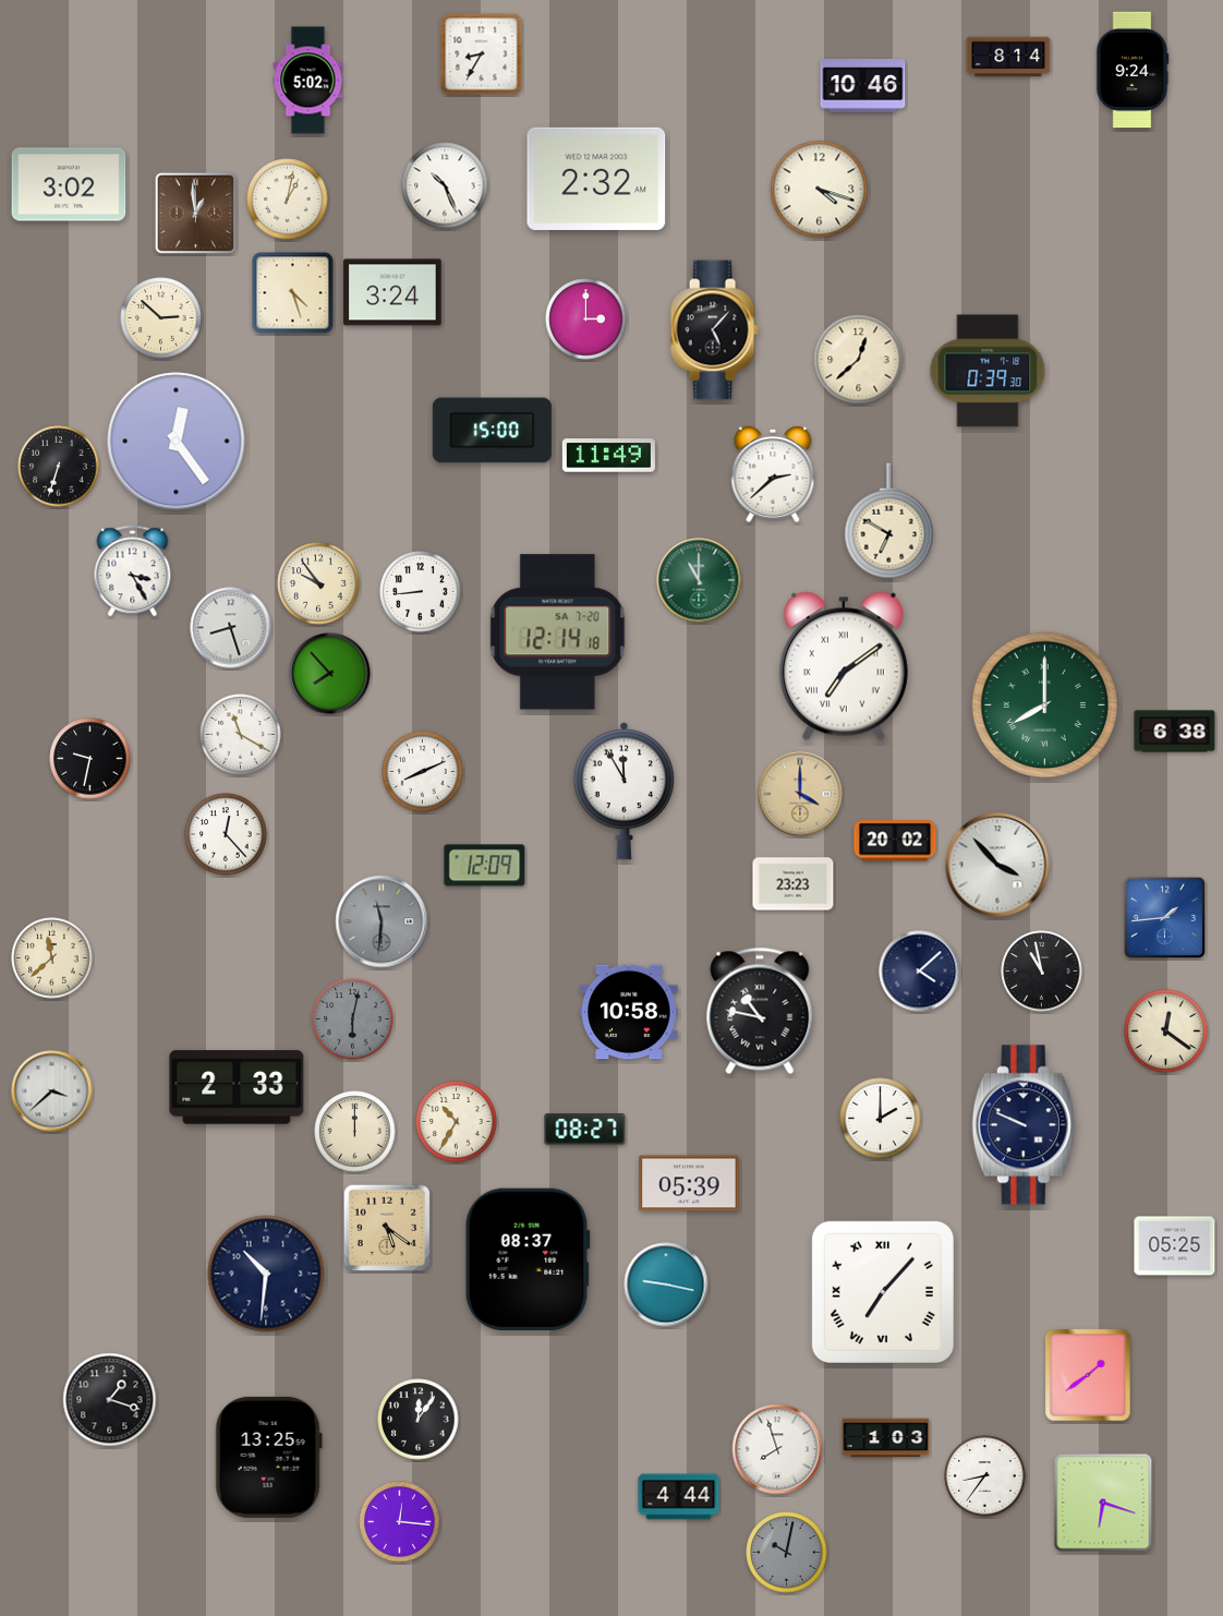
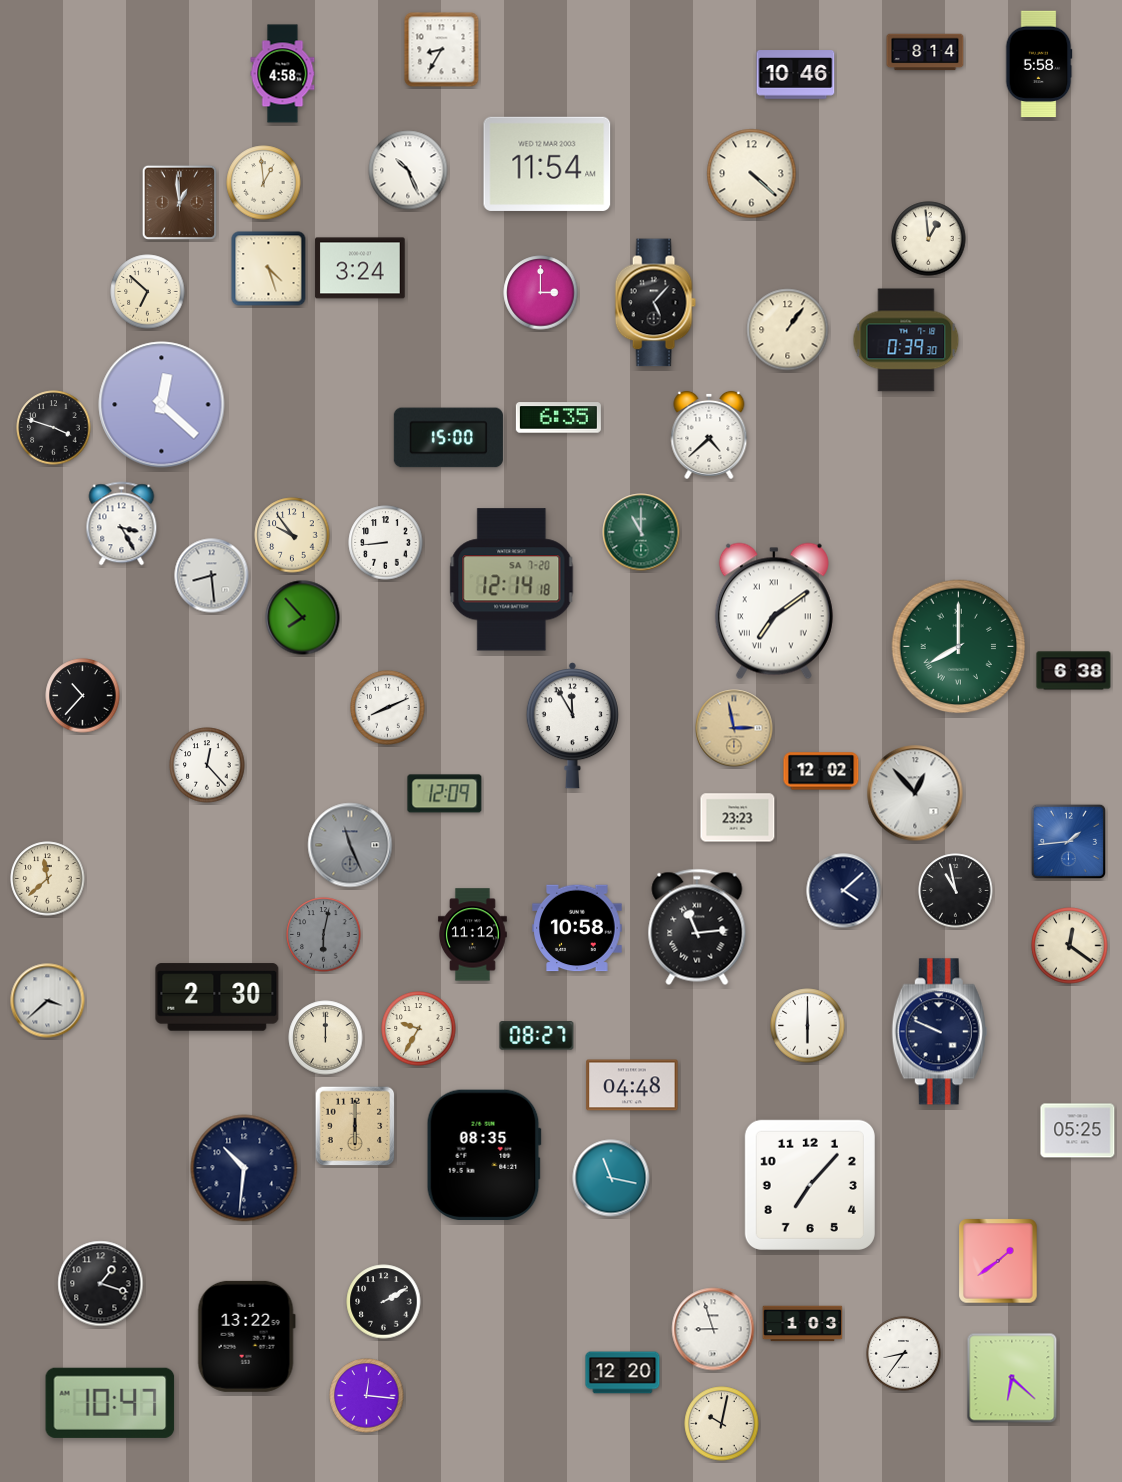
clock at (1133, 70): 9:24 -> 5:58
clock at (308, 81): 5:02 -> 4:58
clock at (863, 86) position: (863, 86) -> (796, 75)
clock at (596, 179): 2:32 -> 11:54
clock at (69, 184): 3:02 -> none
clock at (820, 190): 4:18 -> 4:22
clock at (288, 200): 1:02 -> 12:59
clock at (195, 213) position: (195, 213) -> (179, 202)
clock at (929, 239): none -> 12:59
clock at (161, 318): 2:52 -> 6:52
clock at (586, 319) position: (586, 319) -> (541, 293)
clock at (859, 360): 12:38 -> 1:06
clock at (492, 431) position: (492, 431) -> (448, 438)
clock at (177, 442): 12:24 -> 12:22
clock at (608, 456): 11:49 -> 6:35
clock at (59, 467): 6:33 -> 3:48
clock at (773, 474): 2:38 -> 4:38
clock at (889, 521): 6:50 -> none
clock at (231, 628): 8:27 -> 8:29
clock at (1175, 732) position: (1175, 732) -> (1074, 671)
clock at (241, 735): 11:20 -> none
clock at (90, 759): 9:32 -> 10:37
clock at (800, 794): 4:00 -> 2:58
clock at (895, 841): 20:02 -> 12:02
clock at (997, 865): 3:53 -> 12:53
clock at (794, 884) position: (794, 884) -> (738, 818)
clock at (382, 921): 11:31 -> 11:26
clock at (760, 1011): 10:47 -> 11:14
clock at (473, 935): none -> 11:12
clock at (237, 1087): 2:33 -> 2:30
clock at (881, 1119): 2:00 -> 6:00
clock at (457, 1122): 10:35 -> 9:35
clock at (689, 1183): 05:39 -> 04:48
clock at (387, 1228): 5:21 -> 6:00
clock at (1175, 1246) position: (1175, 1246) -> (1078, 1131)
clock at (528, 1258): 08:37 -> 08:35
clock at (666, 1285): 9:17 -> 11:17
clock at (883, 1292) numerals: Roman -> Arabic
clock at (419, 1420): 12:06 -> 2:10
clock at (886, 1438) position: (886, 1438) -> (803, 1324)
clock at (777, 1449): 7:57 -> 8:57
clock at (268, 1457): 13:25 -> 13:22
clock at (679, 1497): 4:44 -> 12:20
clock at (1103, 1503): 6:18 -> 6:22
clock at (110, 1403): none -> 10:47
clock at (787, 1553) dial: grey -> cream
